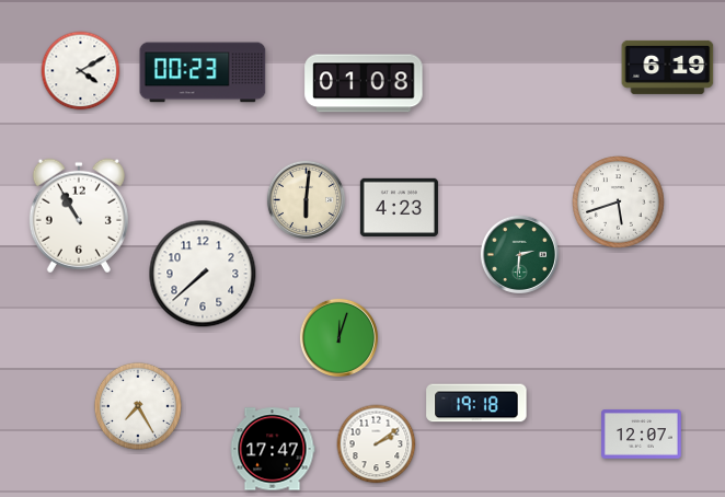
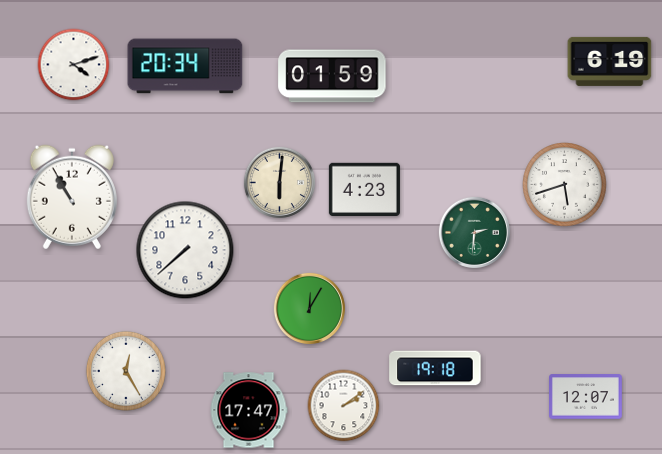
clock at (81, 71): 4:10 -> 4:12
clock at (203, 72): 00:23 -> 20:34
clock at (364, 83): 01:08 -> 01:59
clock at (338, 337): 12:03 -> 12:05
clock at (138, 406): 7:25 -> 12:25
